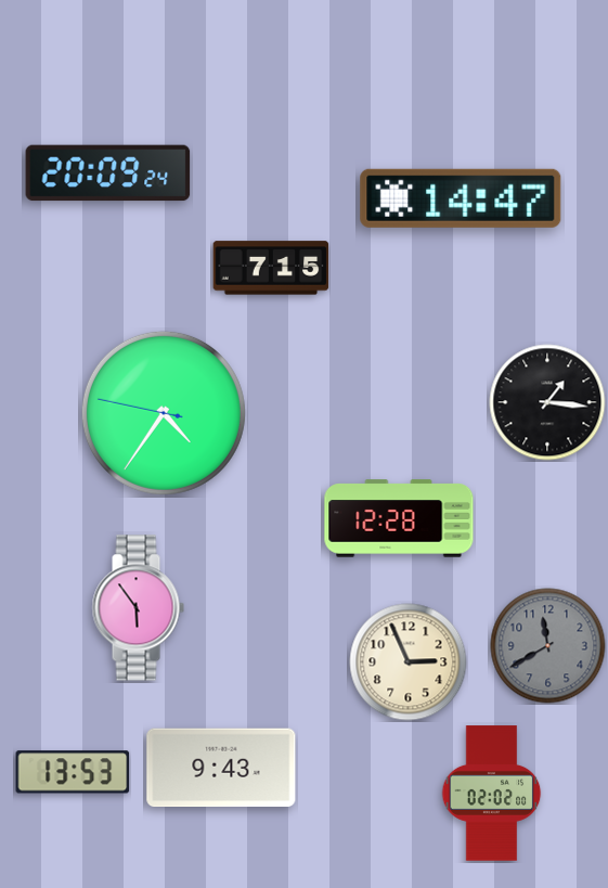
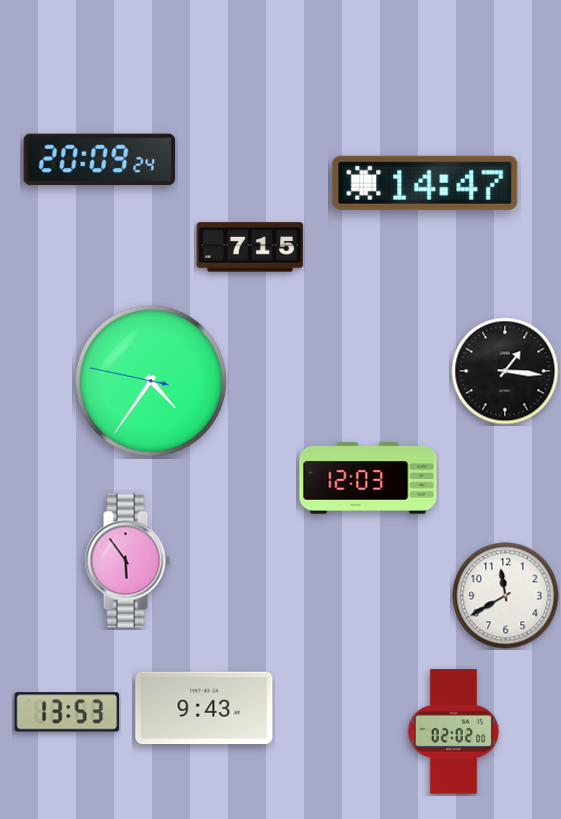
clock at (399, 518): 12:28 -> 12:03
clock at (548, 646) dial: grey -> white
clock at (409, 662): 2:56 -> none
